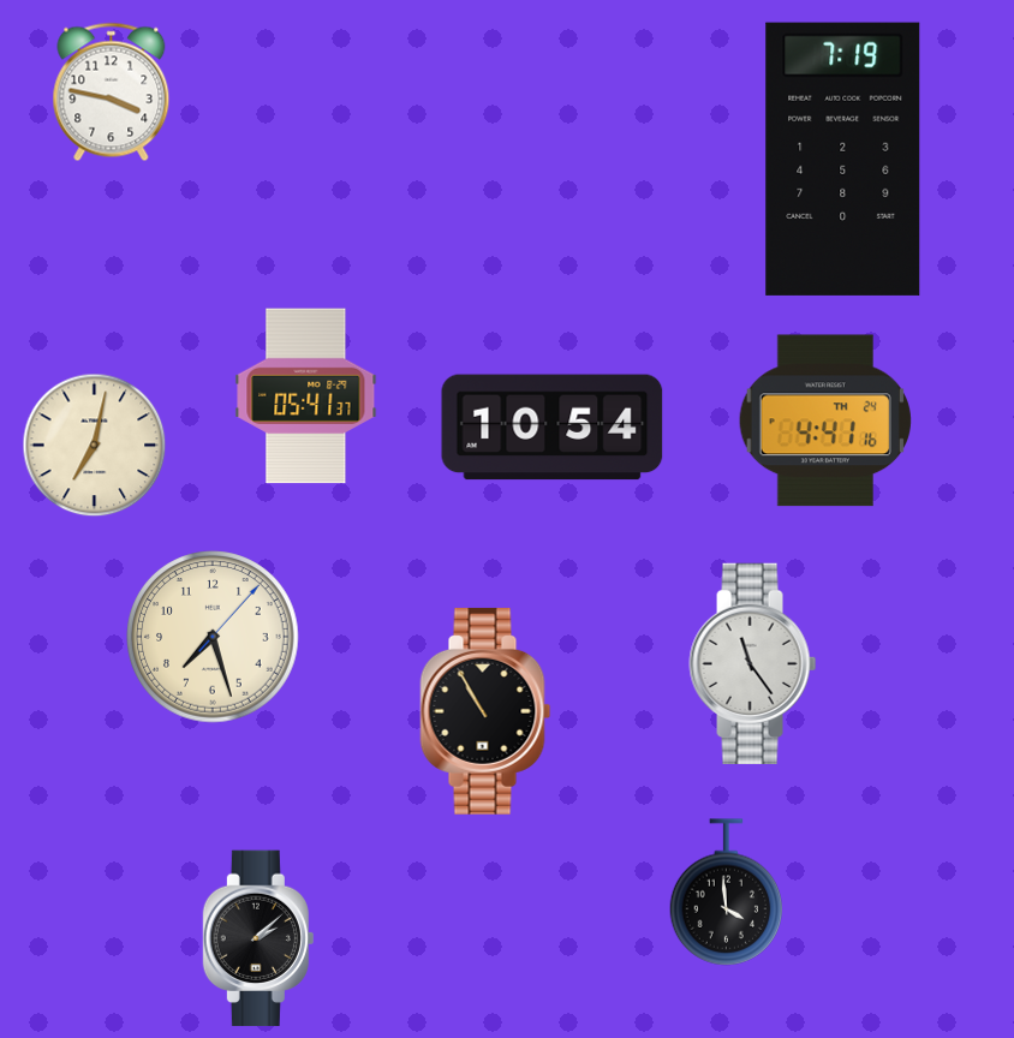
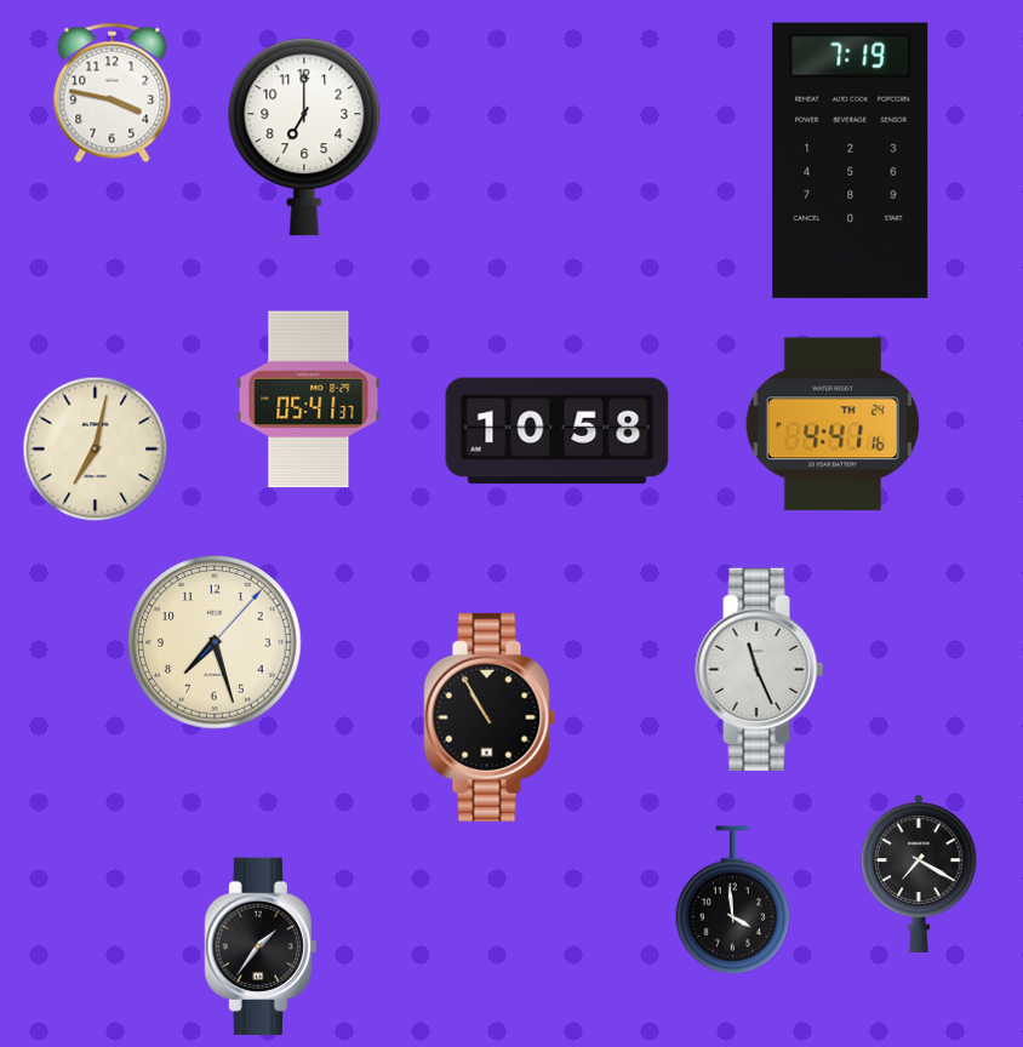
clock at (304, 137): none -> 7:00
clock at (553, 428): 10:54 -> 10:58
clock at (753, 663): 11:24 -> 11:26
clock at (919, 874): none -> 7:20
clock at (258, 938): 2:08 -> 1:36
